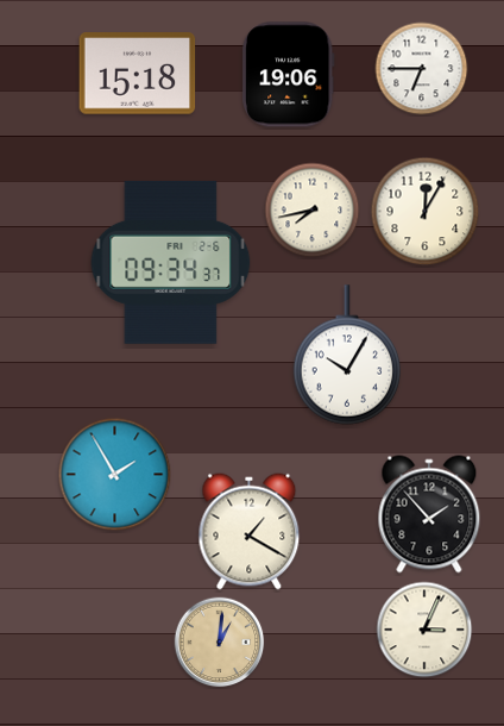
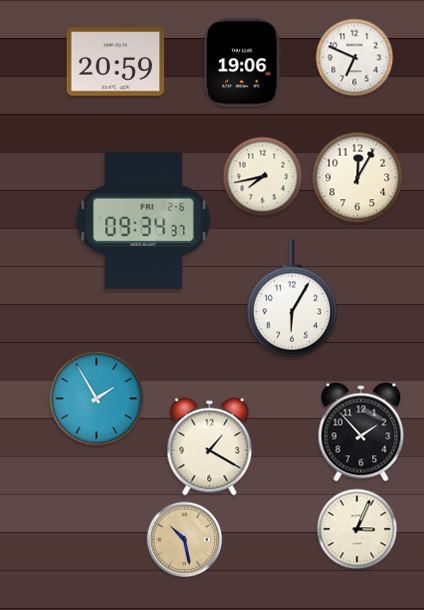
clock at (422, 69): 6:45 -> 6:49
clock at (138, 74): 15:18 -> 20:59
clock at (347, 355): 10:05 -> 6:05
clock at (220, 643): 1:01 -> 10:28
